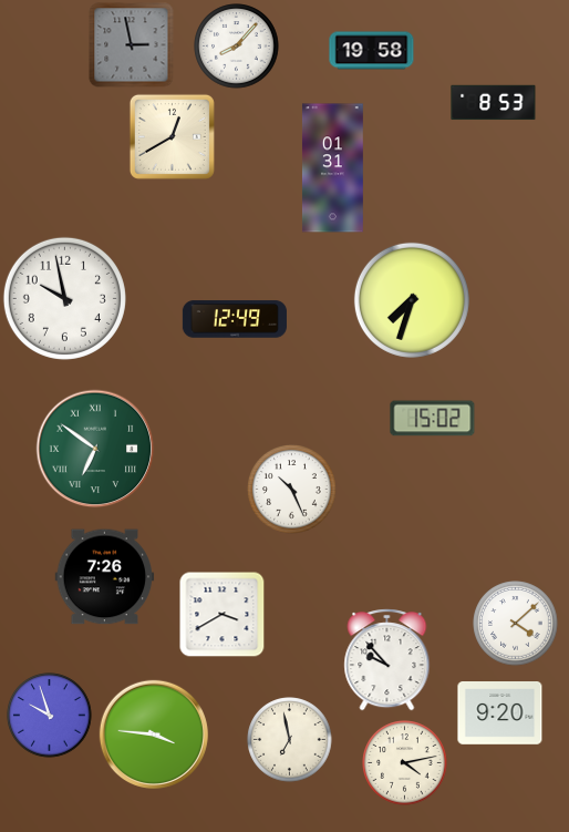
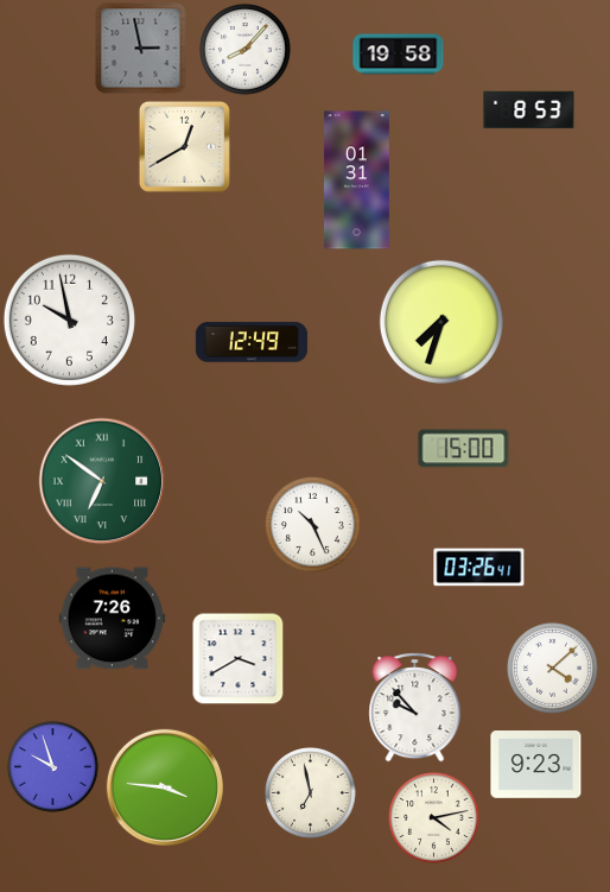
clock at (237, 47) position: (237, 47) -> (246, 50)
clock at (433, 419): 15:02 -> 15:00
clock at (479, 568): none -> 03:26
clock at (500, 713): 9:20 -> 9:23
